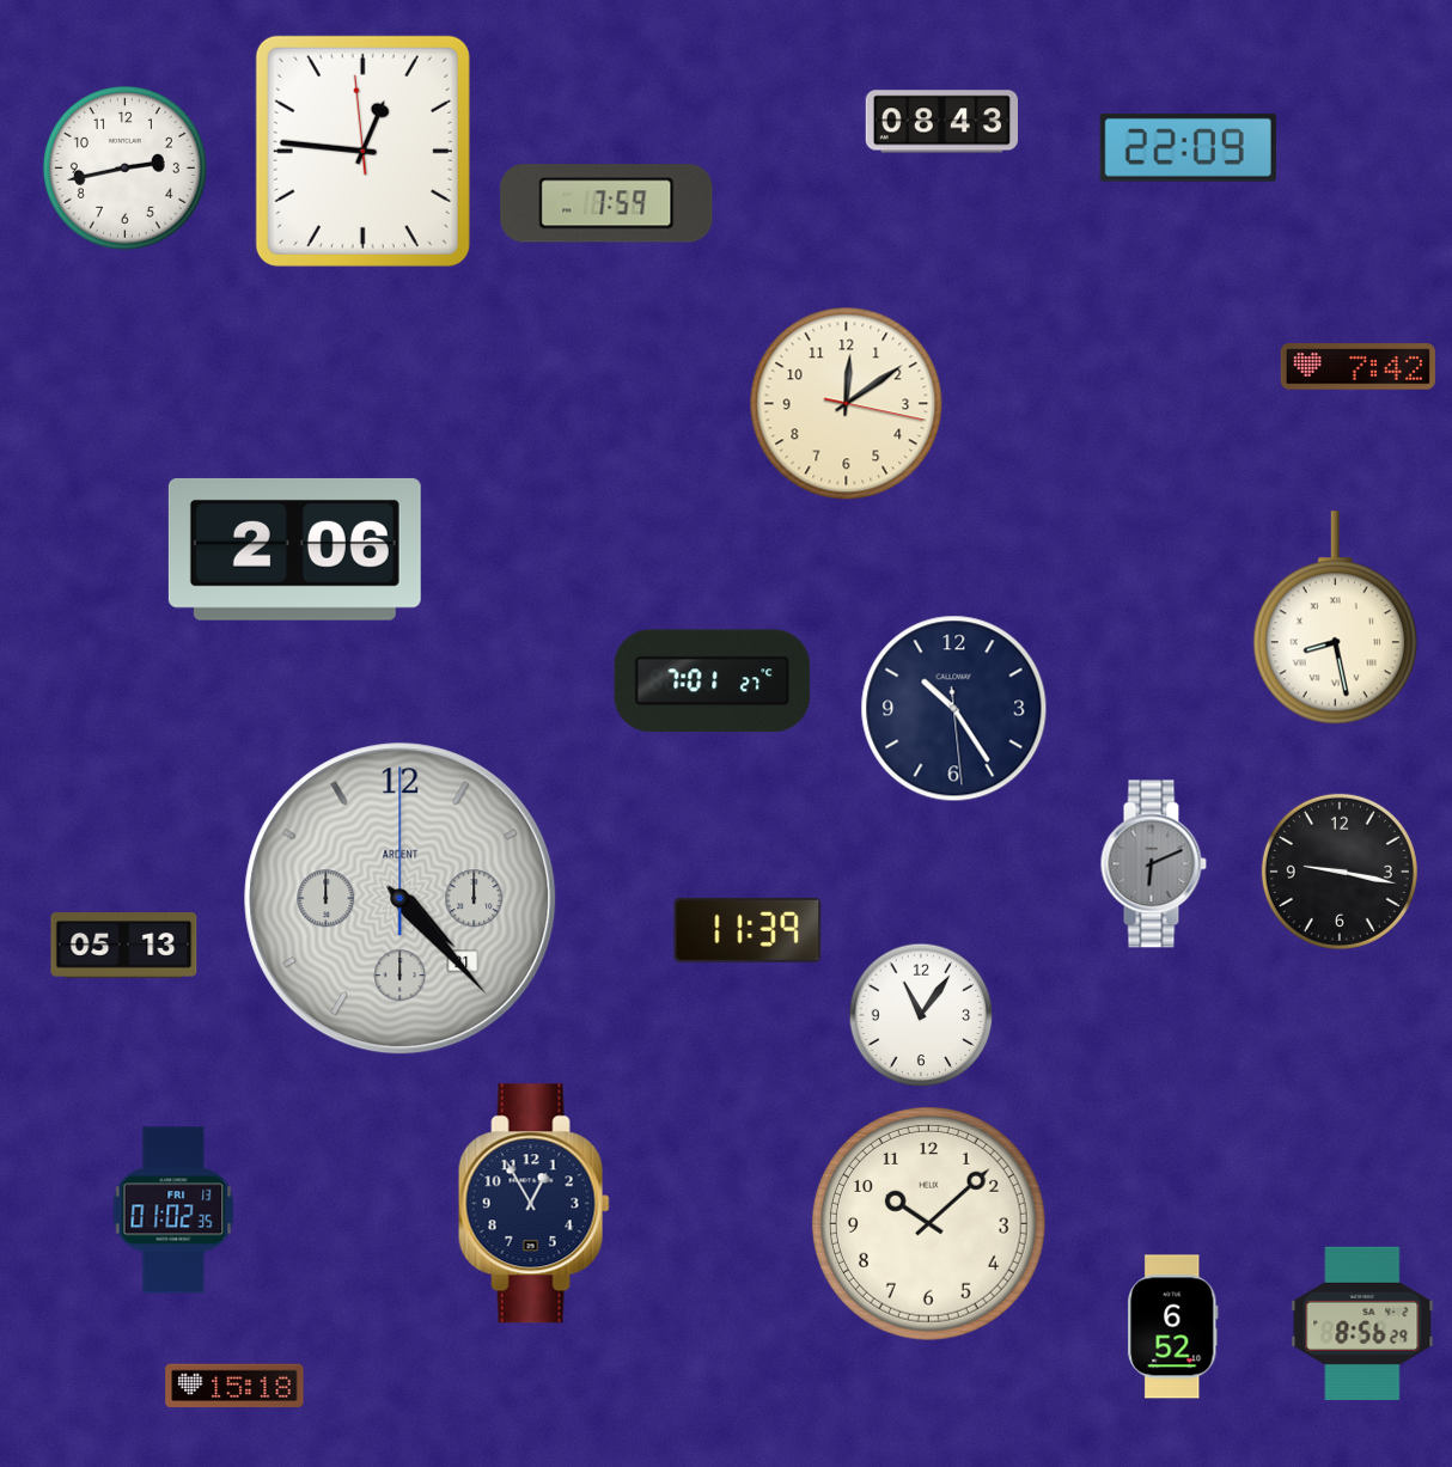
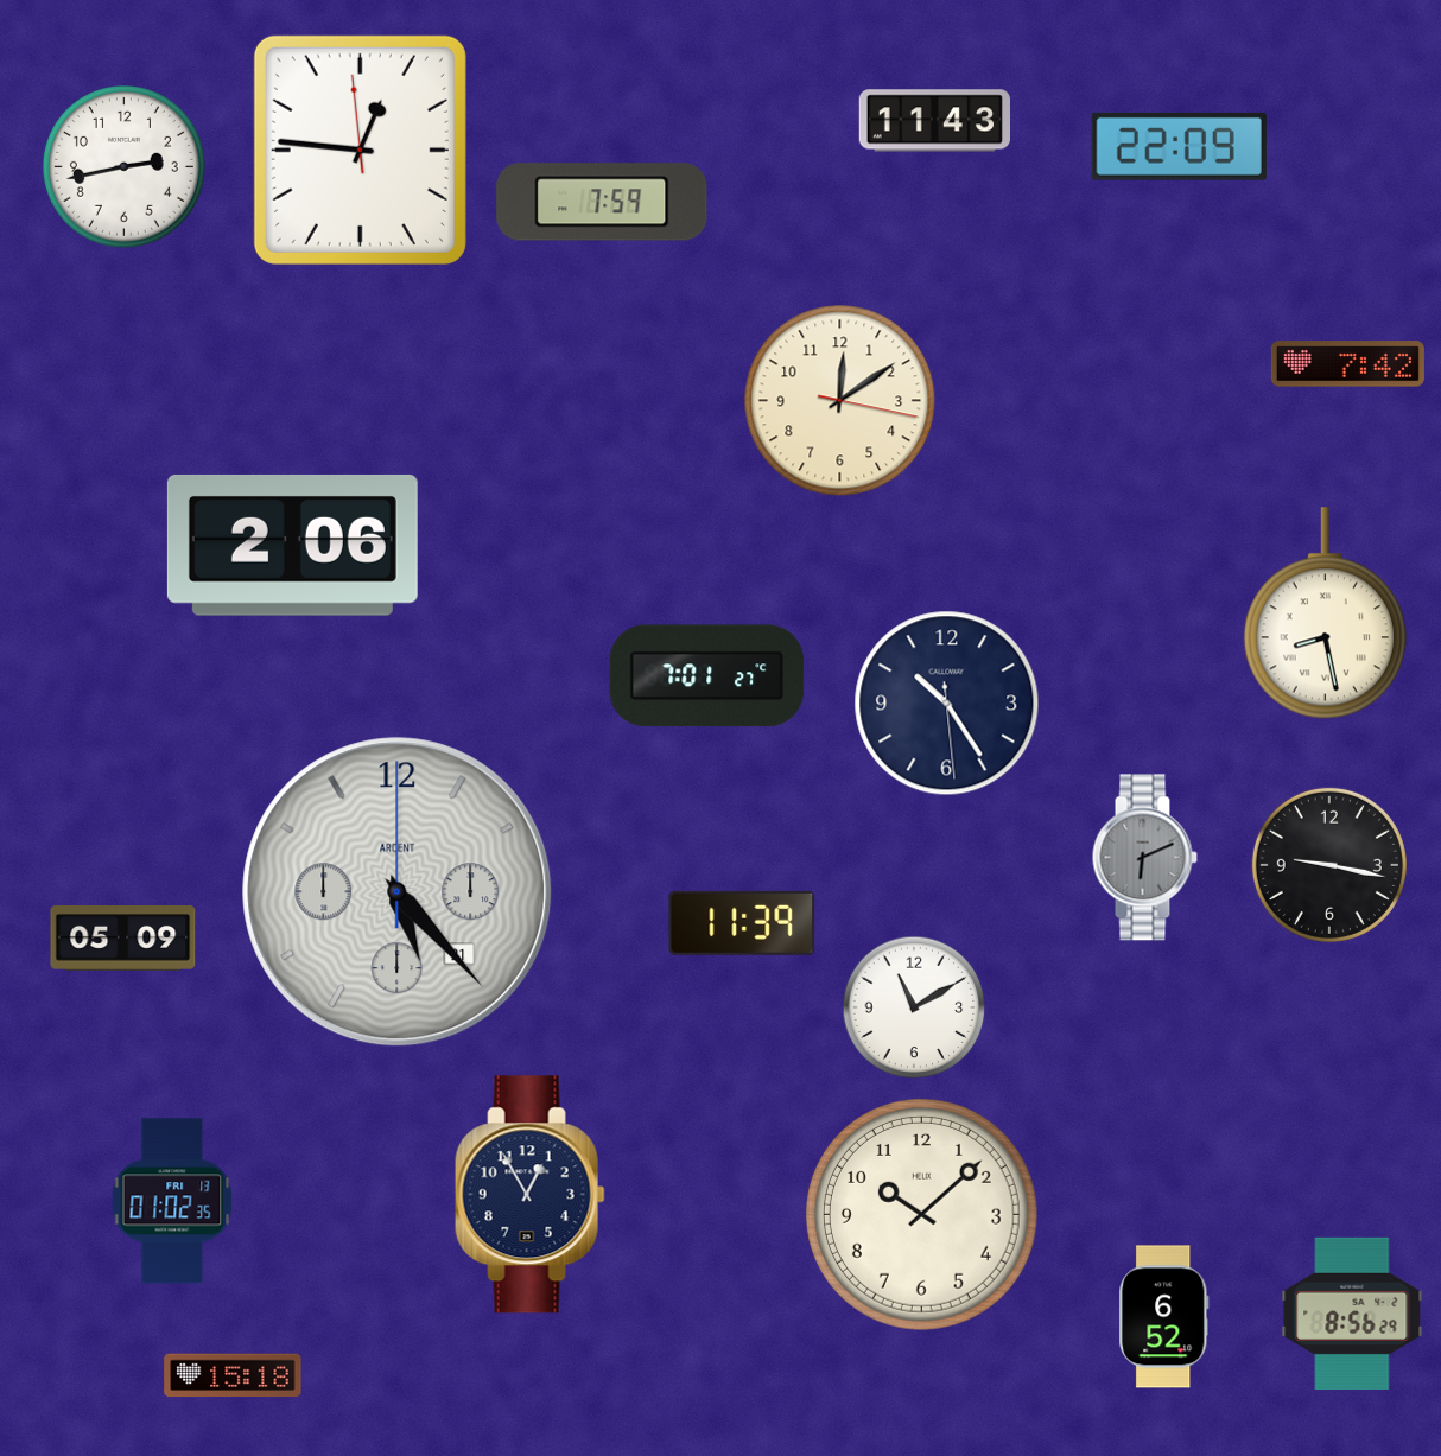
clock at (941, 122): 08:43 -> 11:43
clock at (401, 899): 4:23 -> 5:23
clock at (124, 946): 05:13 -> 05:09
clock at (921, 1015): 11:06 -> 11:10
